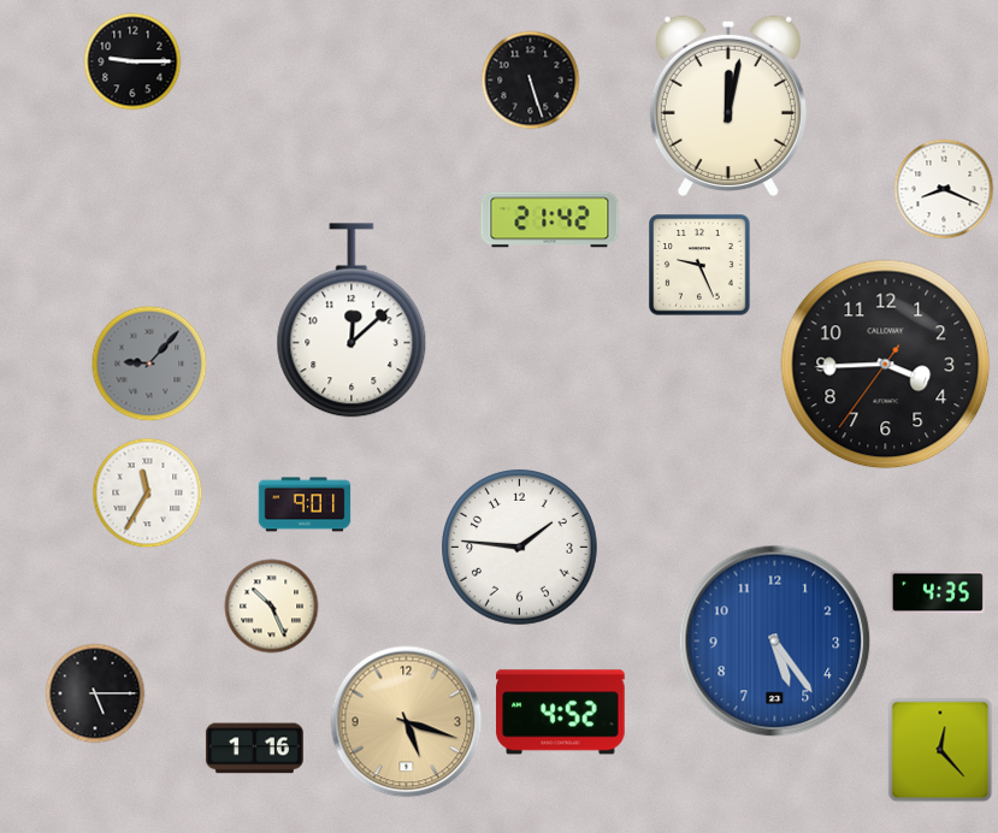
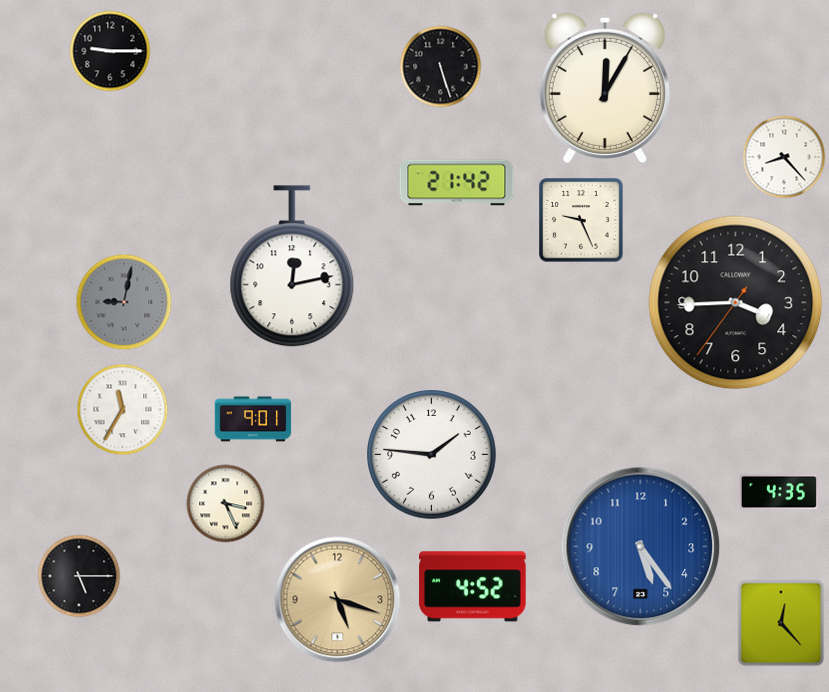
clock at (728, 106): 12:02 -> 12:05
clock at (944, 189): 8:19 -> 8:23
clock at (352, 320): 12:08 -> 12:13
clock at (149, 364): 9:07 -> 9:02
clock at (272, 607): 10:26 -> 3:26
clock at (775, 642) position: (775, 642) -> (641, 547)
clock at (561, 713) position: (561, 713) -> (473, 587)
clock at (254, 749): 1:16 -> none
